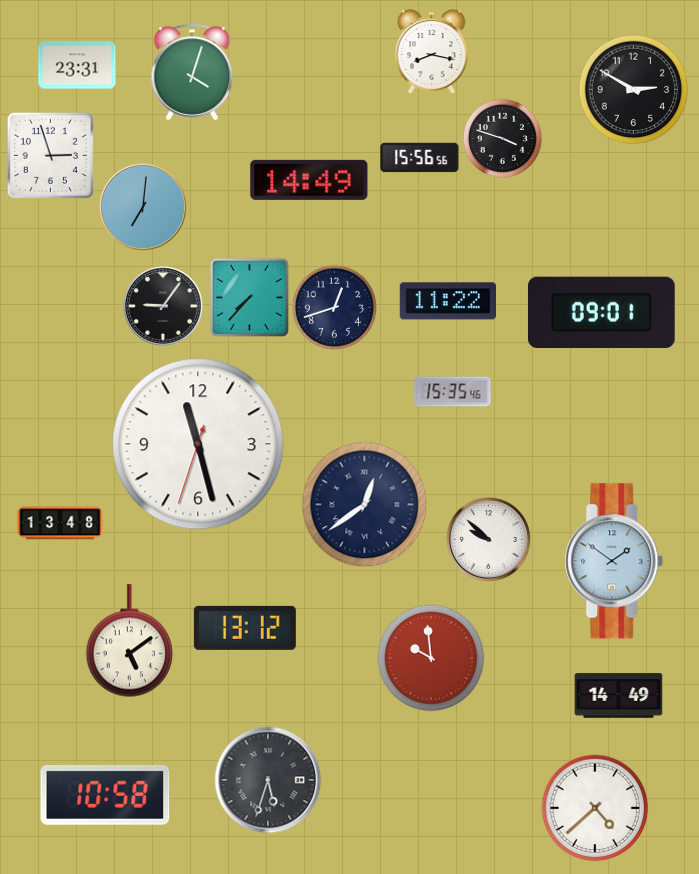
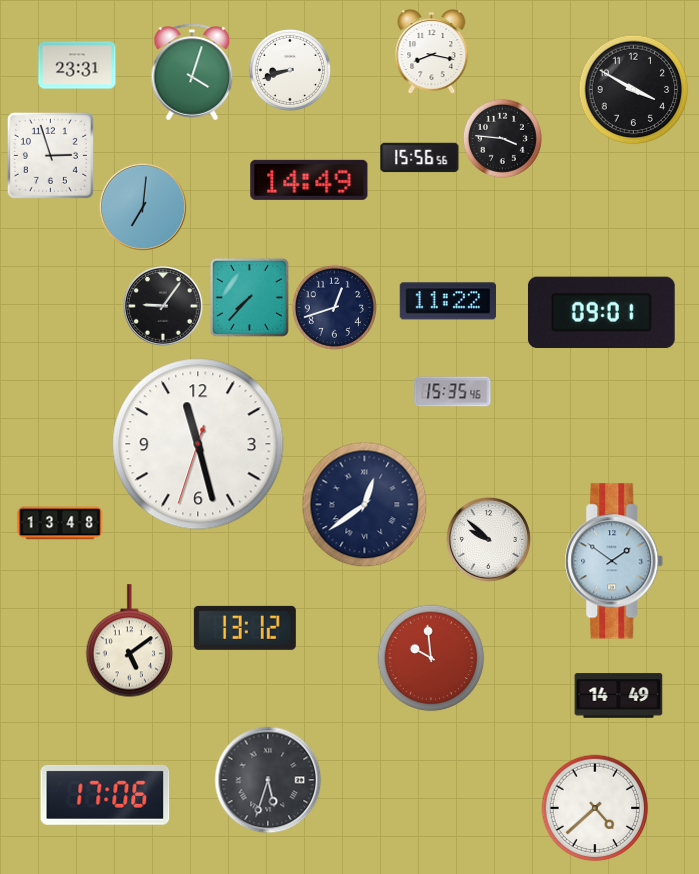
clock at (290, 70): none -> 8:42
clock at (634, 90): 2:50 -> 3:50
clock at (502, 138): 3:48 -> 3:46
clock at (105, 795): 10:58 -> 17:06
